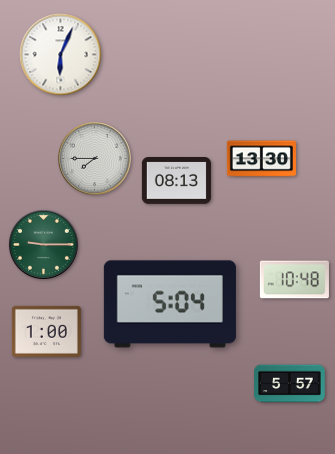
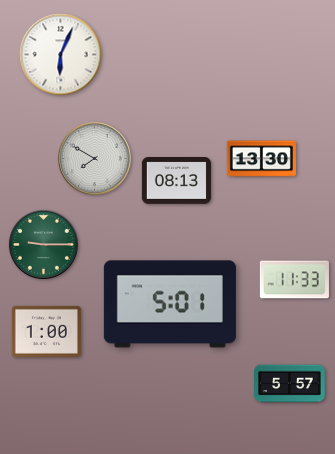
clock at (95, 159): 7:45 -> 7:50
clock at (294, 280): 10:48 -> 11:33
clock at (170, 304): 5:04 -> 5:01
